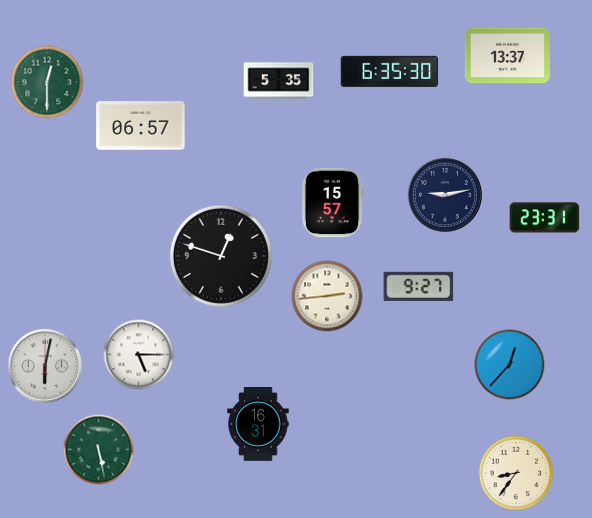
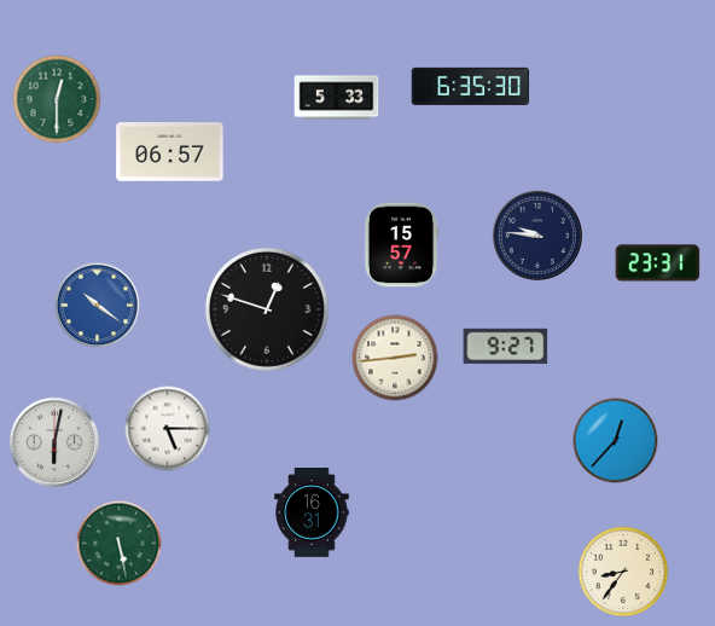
clock at (507, 56): 13:37 -> none
clock at (279, 81): 5:35 -> 5:33
clock at (445, 195): 9:13 -> 9:46
clock at (98, 306): none -> 10:21
